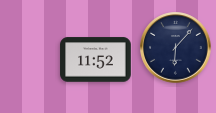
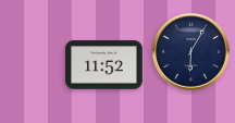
clock at (176, 48): 6:07 -> 6:05
